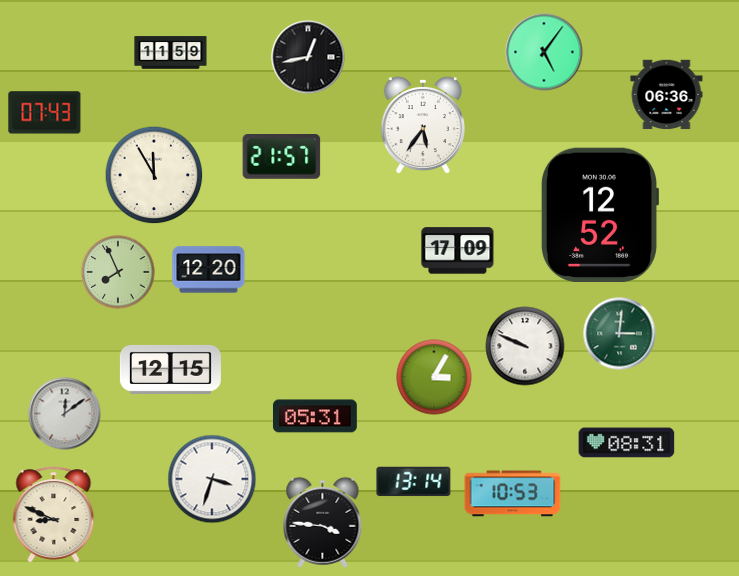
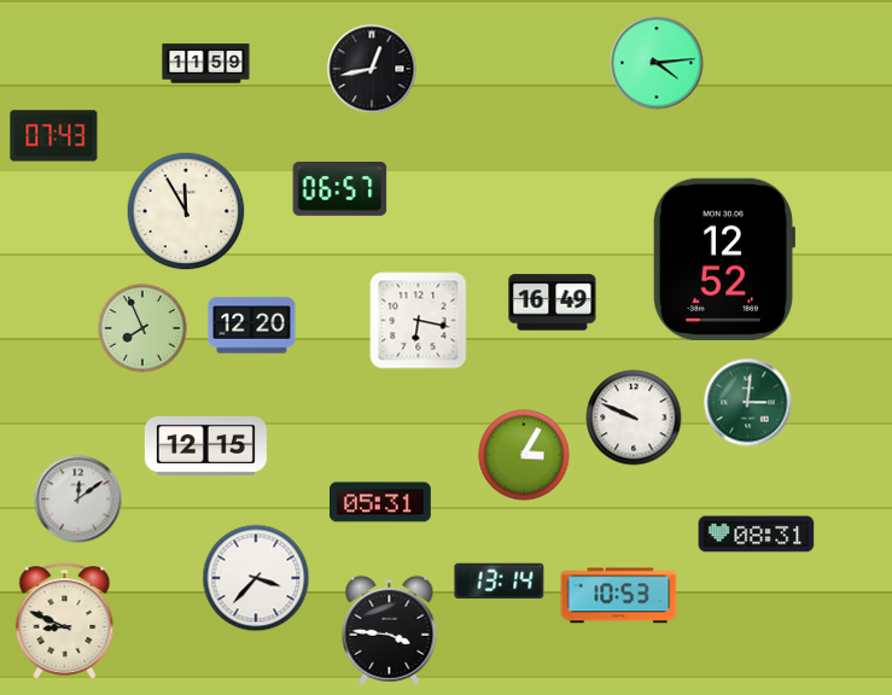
clock at (544, 52): 5:06 -> 4:14
clock at (667, 95): 06:36 -> none
clock at (423, 125): 5:36 -> none
clock at (282, 157): 21:57 -> 06:57
clock at (458, 251): 17:09 -> 16:49
clock at (419, 321): none -> 6:17
clock at (212, 479): 3:33 -> 3:37
